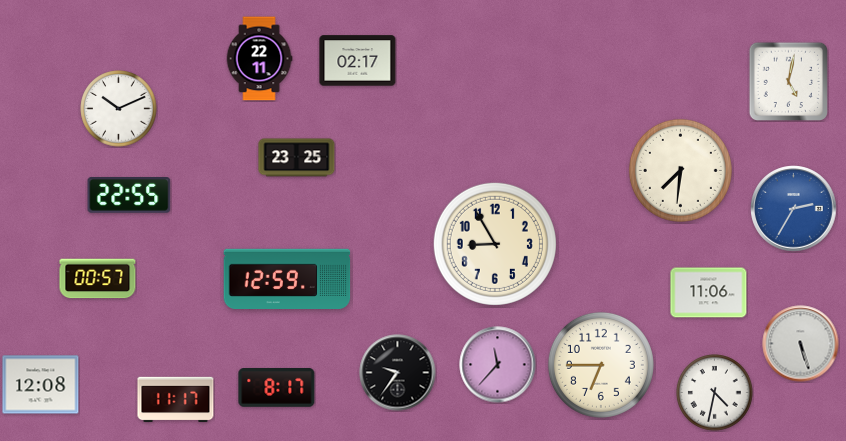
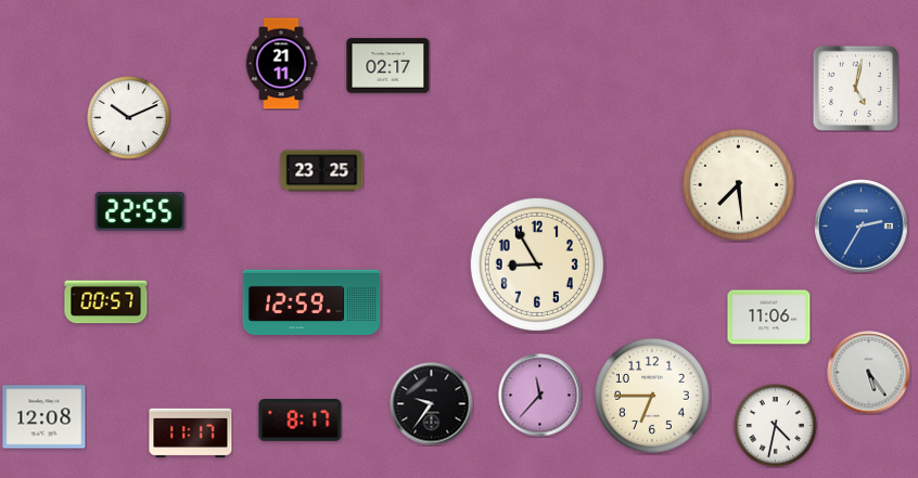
clock at (259, 59): 22:11 -> 21:11
clock at (680, 170): 7:31 -> 7:29
clock at (801, 344): 5:27 -> 5:24
